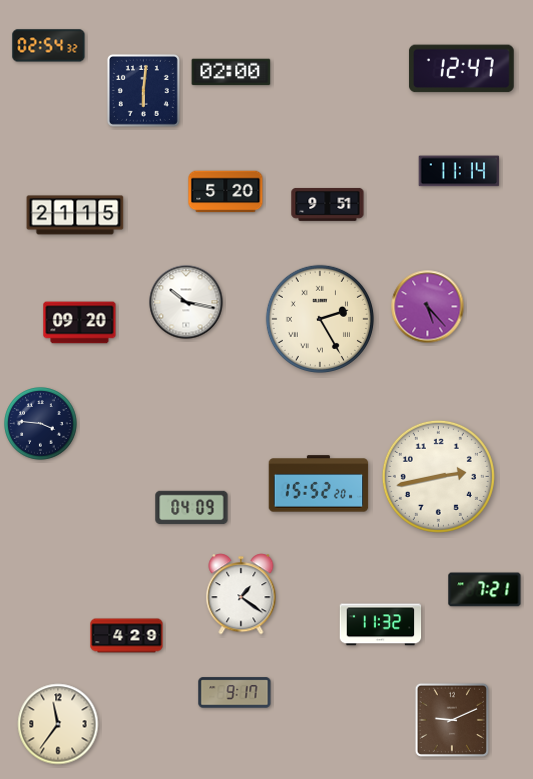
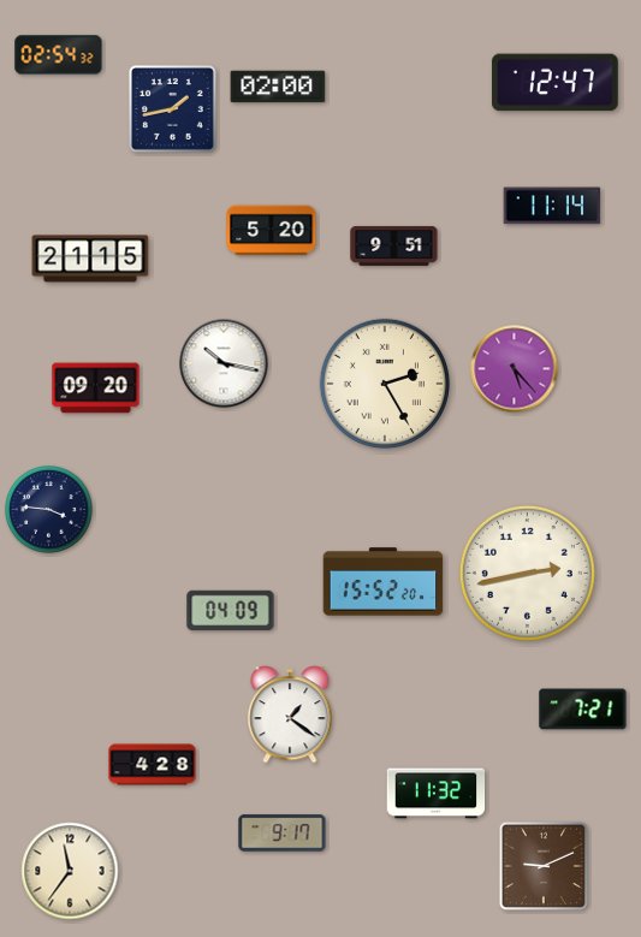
clock at (143, 90): 6:01 -> 1:43
clock at (381, 625) position: (381, 625) -> (437, 794)
clock at (127, 636): 4:29 -> 4:28
